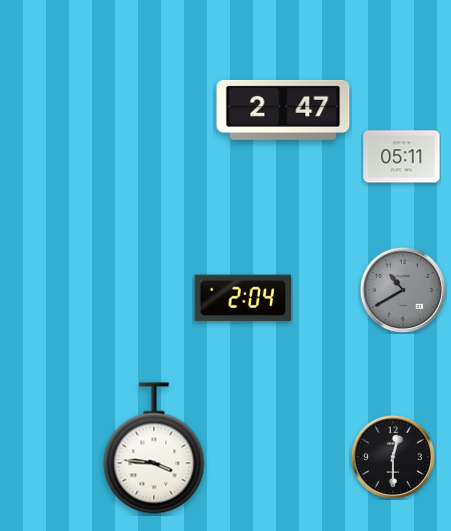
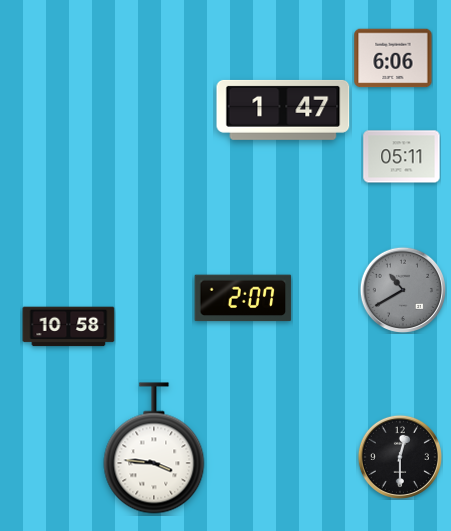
clock at (393, 58): none -> 6:06
clock at (283, 110): 2:47 -> 1:47
clock at (243, 298): 2:04 -> 2:07
clock at (69, 327): none -> 10:58
clock at (393, 457) position: (393, 457) -> (400, 457)
